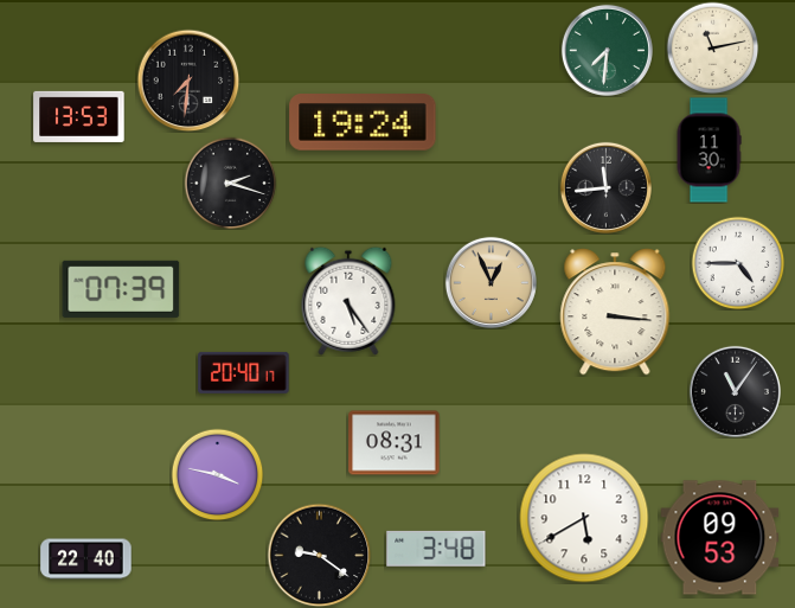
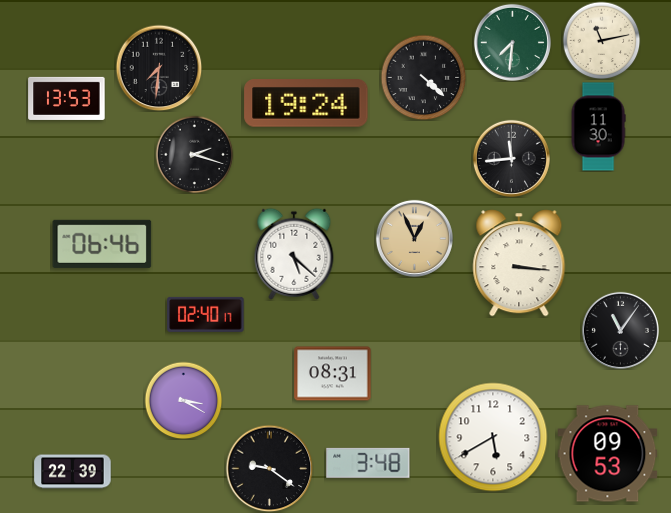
clock at (423, 77): none -> 4:22
clock at (738, 263): 4:45 -> none
clock at (121, 289): 07:39 -> 06:46
clock at (348, 301): 5:24 -> 5:22
clock at (244, 372): 20:40 -> 02:40
clock at (217, 474): 3:47 -> 3:20
clock at (86, 559): 22:40 -> 22:39
